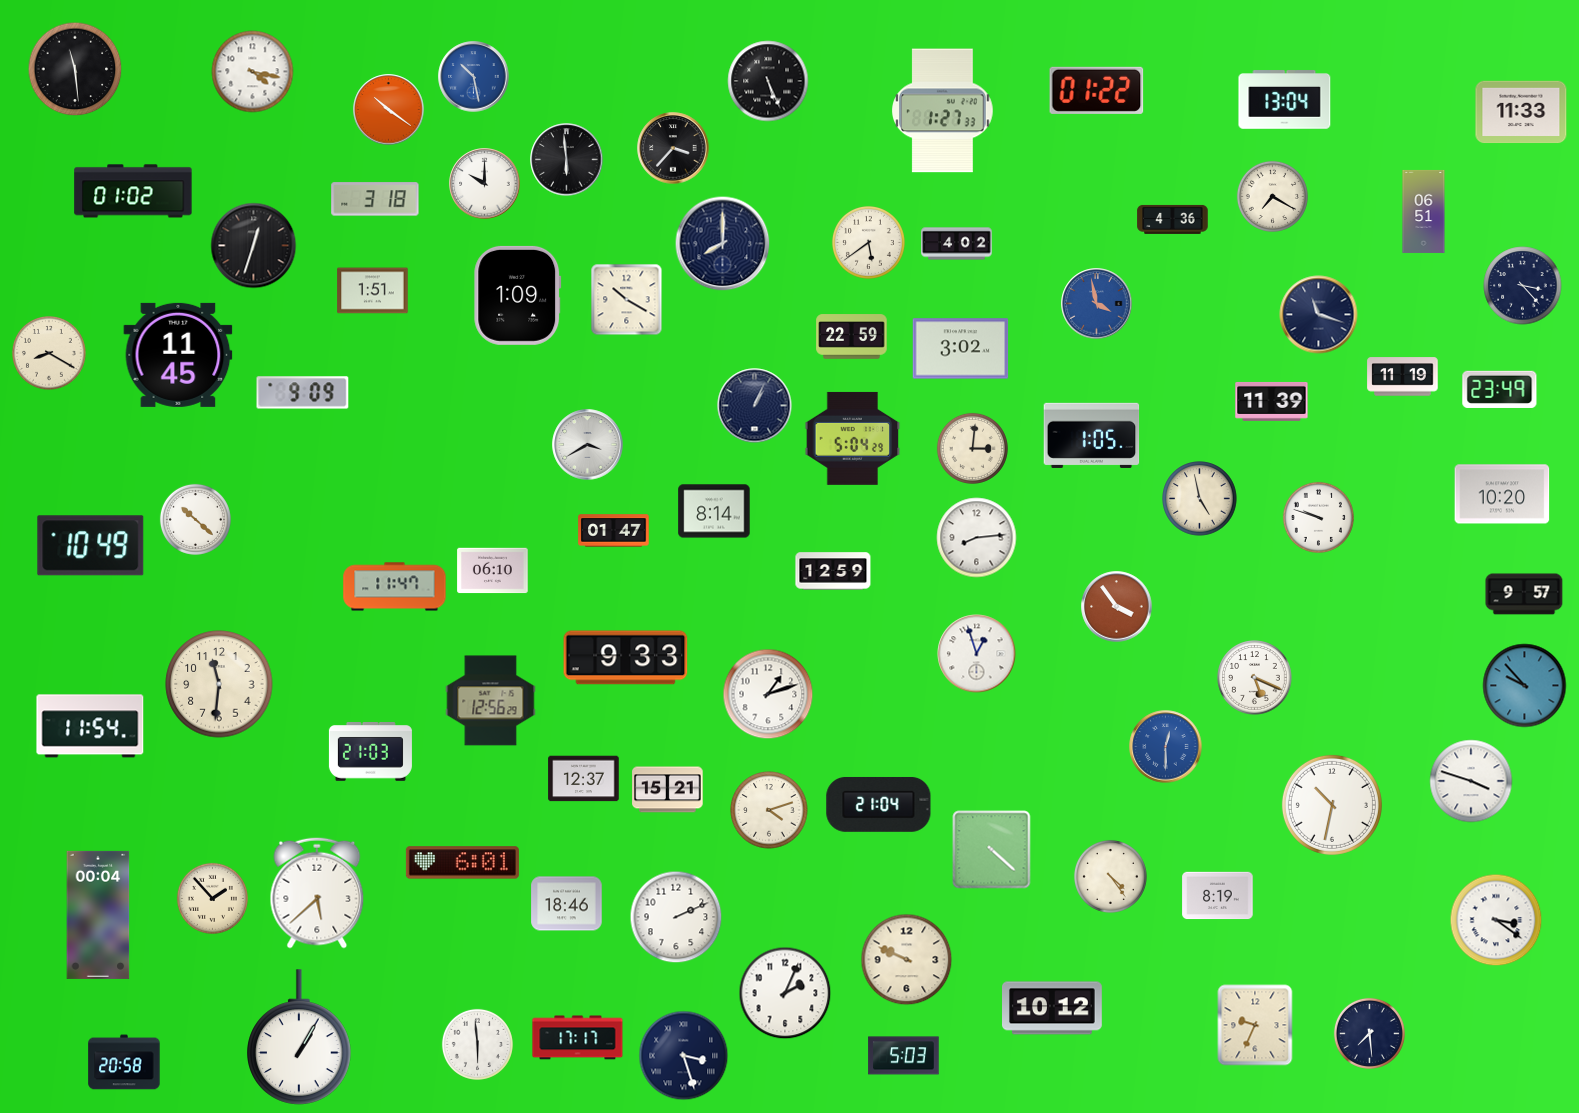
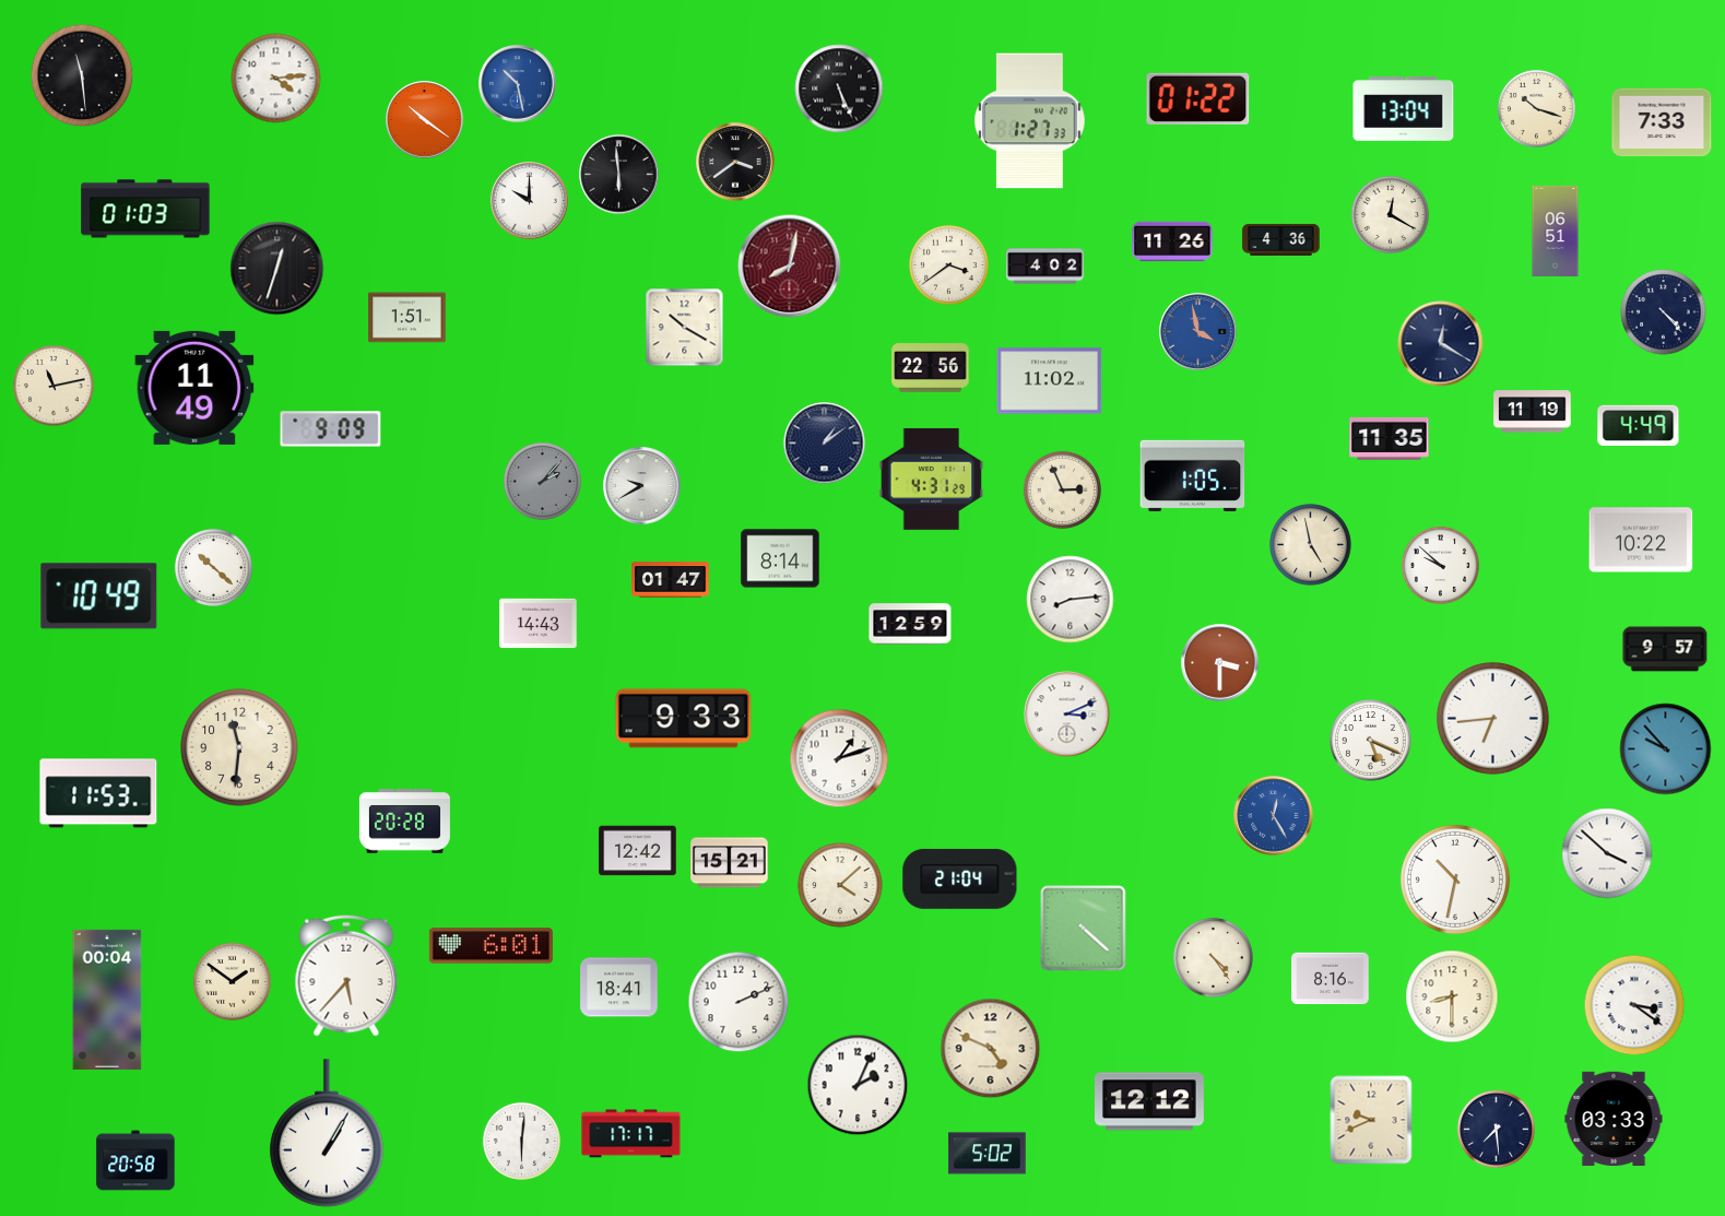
clock at (253, 72): 4:17 -> 4:14
clock at (1536, 108): none -> 10:18
clock at (1521, 112): 11:33 -> 7:33
clock at (673, 148): 3:37 -> 3:39
clock at (133, 191): 01:02 -> 01:03
clock at (1272, 196): 7:20 -> 12:20
clock at (375, 199): 3:18 -> none
clock at (1172, 241): none -> 11:26
clock at (868, 242): 5:39 -> 3:39
clock at (723, 244): 8:00 -> 8:02
clock at (723, 244) dial: navy -> burgundy
clock at (1523, 286): 3:23 -> 4:23
clock at (518, 295): 1:09 -> none
clock at (1319, 315): 11:18 -> 12:20
clock at (852, 337): 22:59 -> 22:56
clock at (961, 349): 3:02 -> 11:02
clock at (50, 354): 8:20 -> 11:13
clock at (178, 355): 11:45 -> 11:49
clock at (1500, 389): 23:49 -> 4:49
clock at (1272, 401): 11:39 -> 11:35
clock at (755, 406): 1:04 -> 1:09
clock at (853, 438): 5:04 -> 4:31
clock at (542, 481): none -> 2:07
clock at (588, 445): 3:40 -> 9:40
clock at (972, 448): 3:01 -> 2:56
clock at (1502, 494): 10:20 -> 10:22
clock at (1318, 517): 9:48 -> 9:52
clock at (977, 538) position: (977, 538) -> (1071, 600)
clock at (493, 571): 06:10 -> 14:43
clock at (395, 587): 11:47 -> none
clock at (1117, 607): 3:54 -> 3:30
clock at (977, 654): 12:57 -> 3:11
clock at (1493, 719): none -> 6:44
clock at (491, 701): 12:56 -> none
clock at (90, 726): 11:54 -> 11:53
clock at (1166, 747): 12:30 -> 12:25
clock at (370, 752): 21:03 -> 20:28
clock at (584, 779): 12:37 -> 12:42
clock at (1471, 781): 3:48 -> 3:52
clock at (769, 810): 4:12 -> 4:08
clock at (462, 863) position: (462, 863) -> (491, 946)
clock at (317, 893): 5:38 -> 5:37
clock at (1218, 896): 8:19 -> 8:16
clock at (212, 898): 1:53 -> 1:51
clock at (567, 904): 18:46 -> 18:41
clock at (1452, 996): none -> 8:30
clock at (907, 960): 9:49 -> 4:49
clock at (1053, 1008): 10:12 -> 12:12
clock at (1614, 1118): none -> 03:33
clock at (1255, 1025): 9:34 -> 9:41
clock at (477, 1044): 5:59 -> 6:01
clock at (684, 1056): 3:27 -> none
clock at (904, 1056): 5:03 -> 5:02
